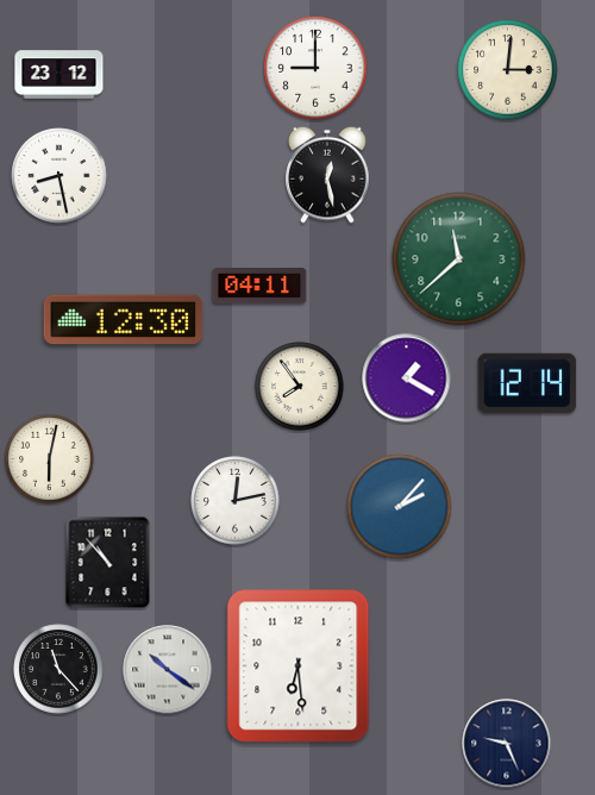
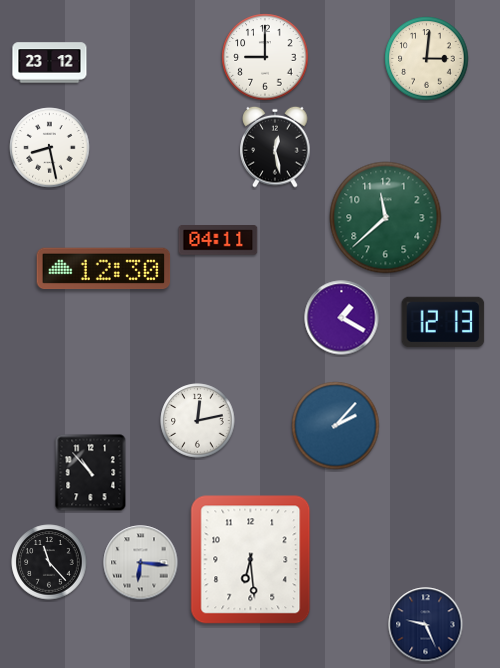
clock at (527, 383): 12:14 -> 12:13
clock at (300, 387): 7:54 -> none
clock at (50, 459): 6:02 -> none
clock at (168, 670): 10:21 -> 6:16
